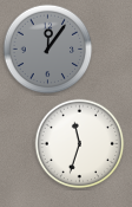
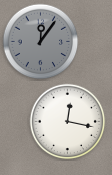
clock at (80, 144): 11:33 -> 12:17
